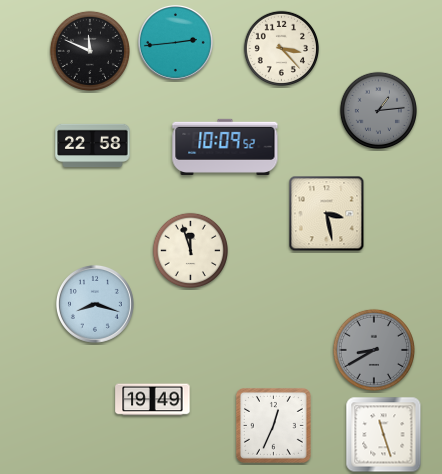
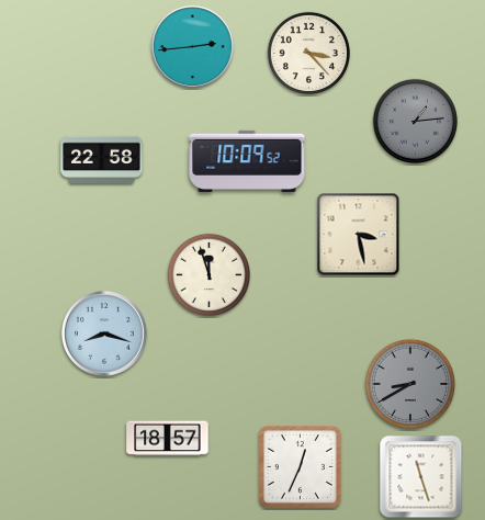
clock at (90, 51): 11:49 -> none
clock at (153, 400): 19:49 -> 18:57
